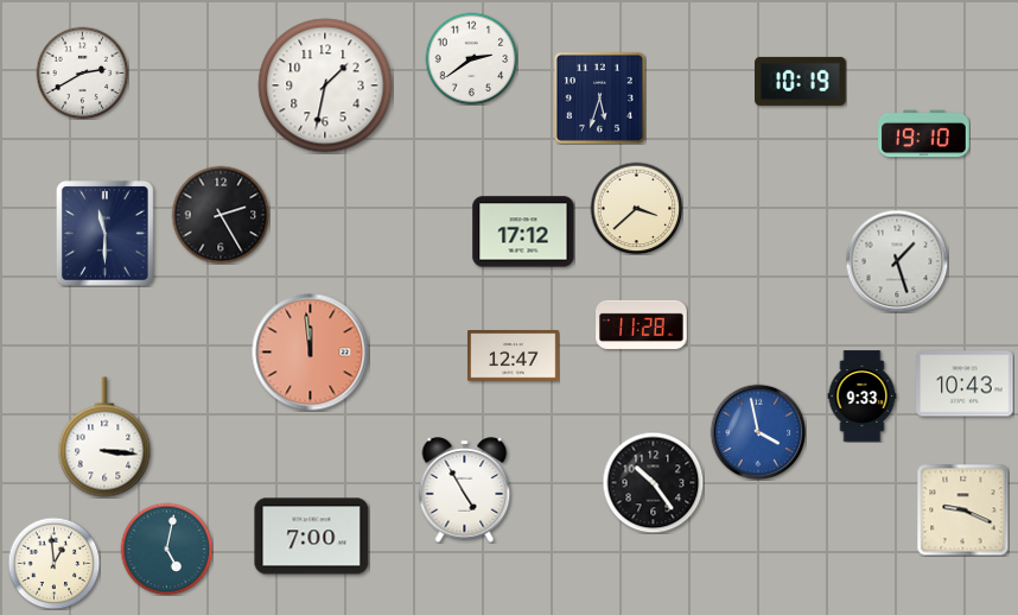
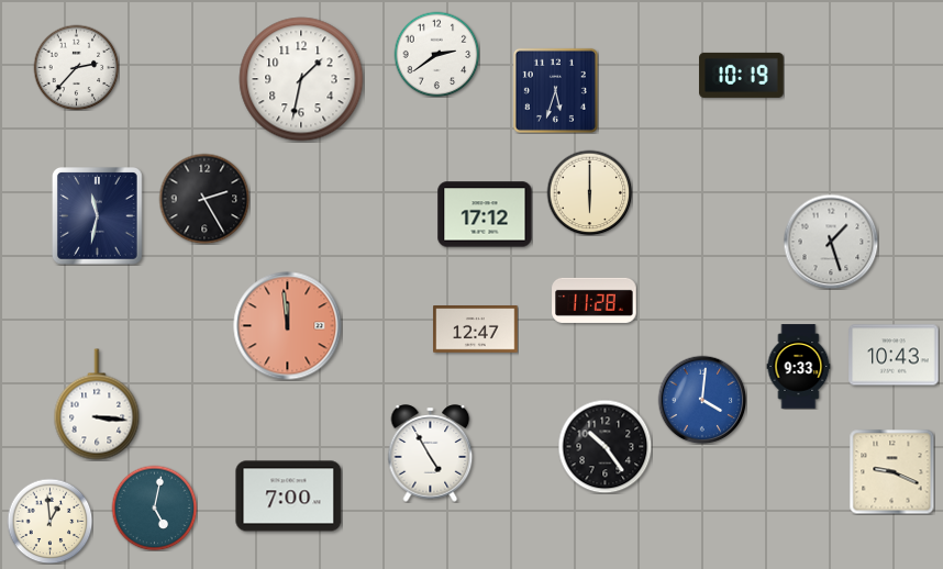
clock at (82, 72): 2:40 -> 2:37
clock at (924, 134): 19:10 -> none
clock at (636, 208): 3:38 -> 6:00
clock at (106, 234): 11:30 -> 11:32
clock at (758, 432): 3:58 -> 4:01
